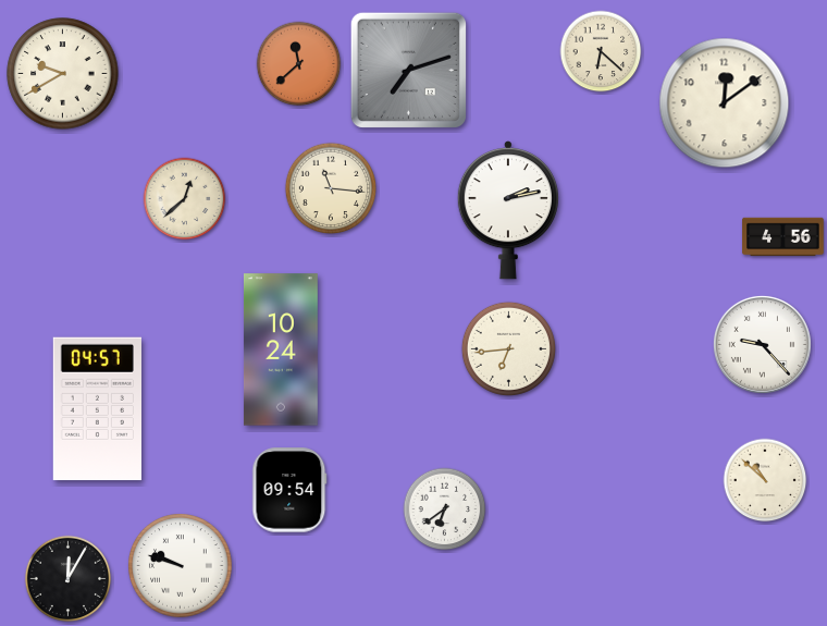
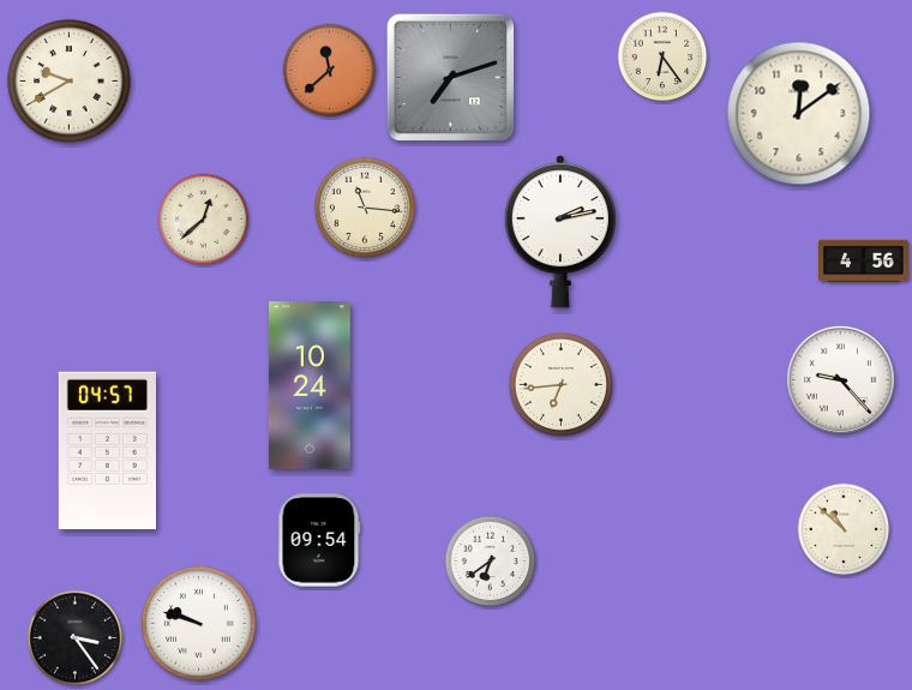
clock at (601, 51): 6:22 -> 6:24
clock at (69, 579): 12:05 -> 3:24
